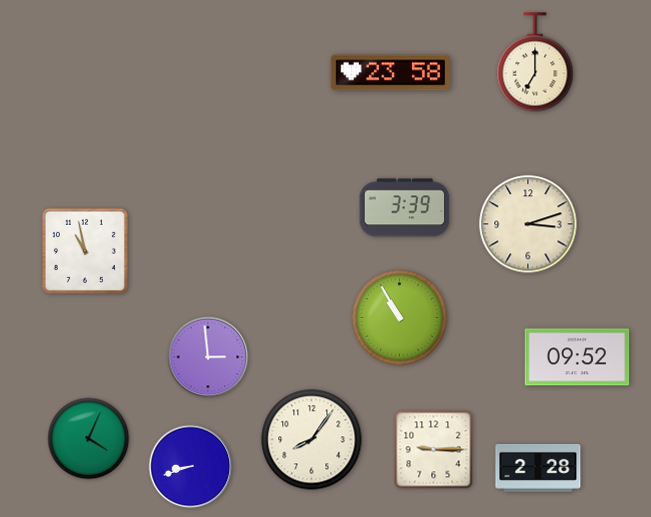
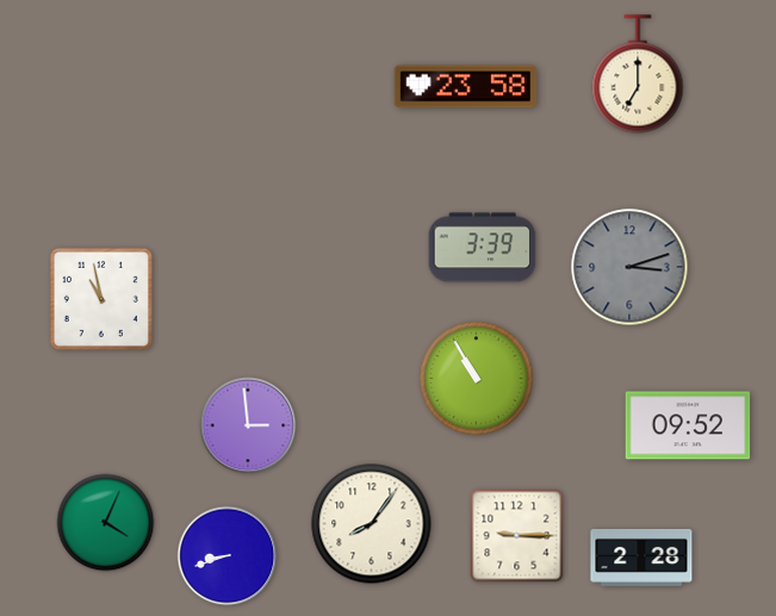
clock at (528, 224) dial: cream -> grey
